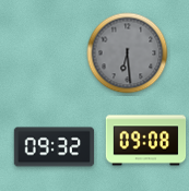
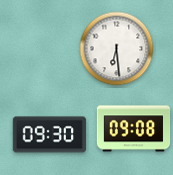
clock at (128, 53) dial: grey -> white
clock at (55, 147): 09:32 -> 09:30
